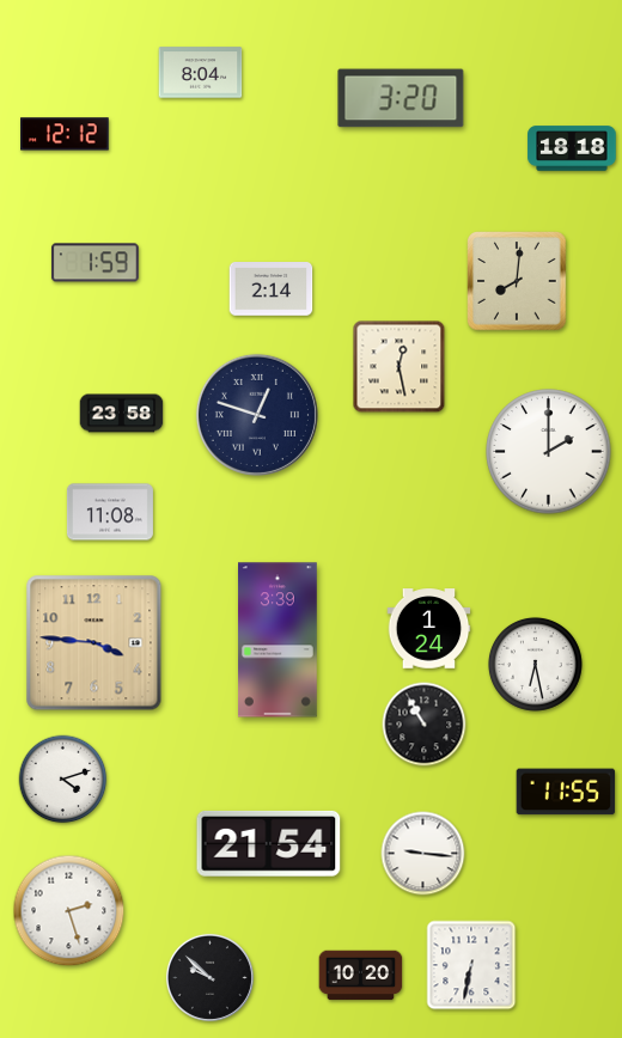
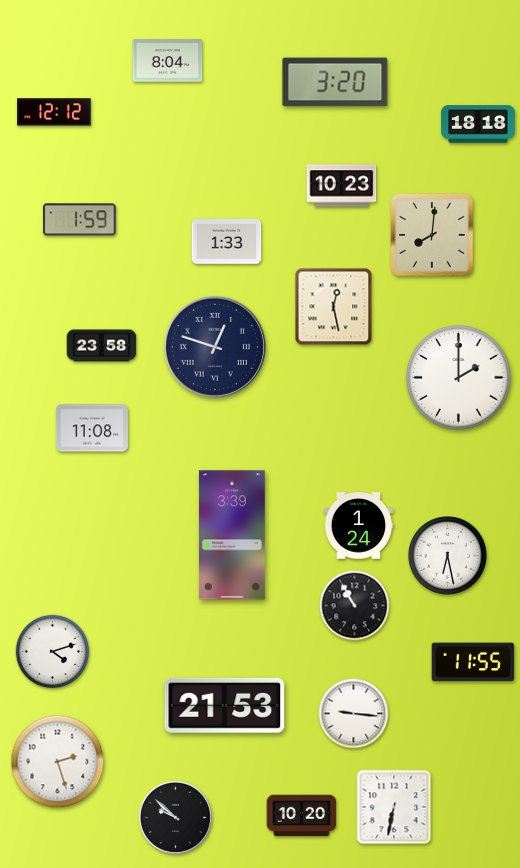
clock at (342, 186): none -> 10:23
clock at (272, 289): 2:14 -> 1:33
clock at (94, 643): 3:46 -> none
clock at (269, 843): 21:54 -> 21:53
